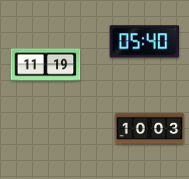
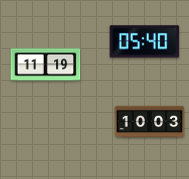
clock at (150, 129) position: (150, 129) -> (150, 122)
